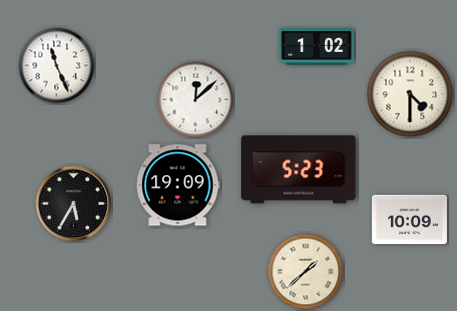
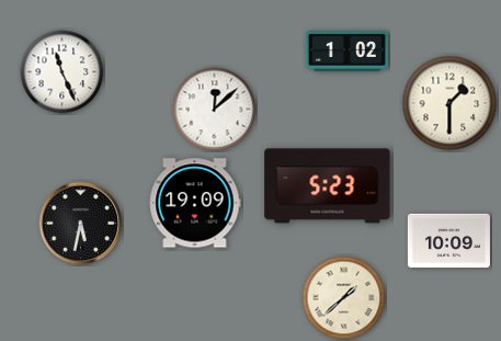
clock at (410, 94): 4:30 -> 1:30
clock at (74, 204): 5:35 -> 5:32
clock at (306, 272) position: (306, 272) -> (344, 298)
